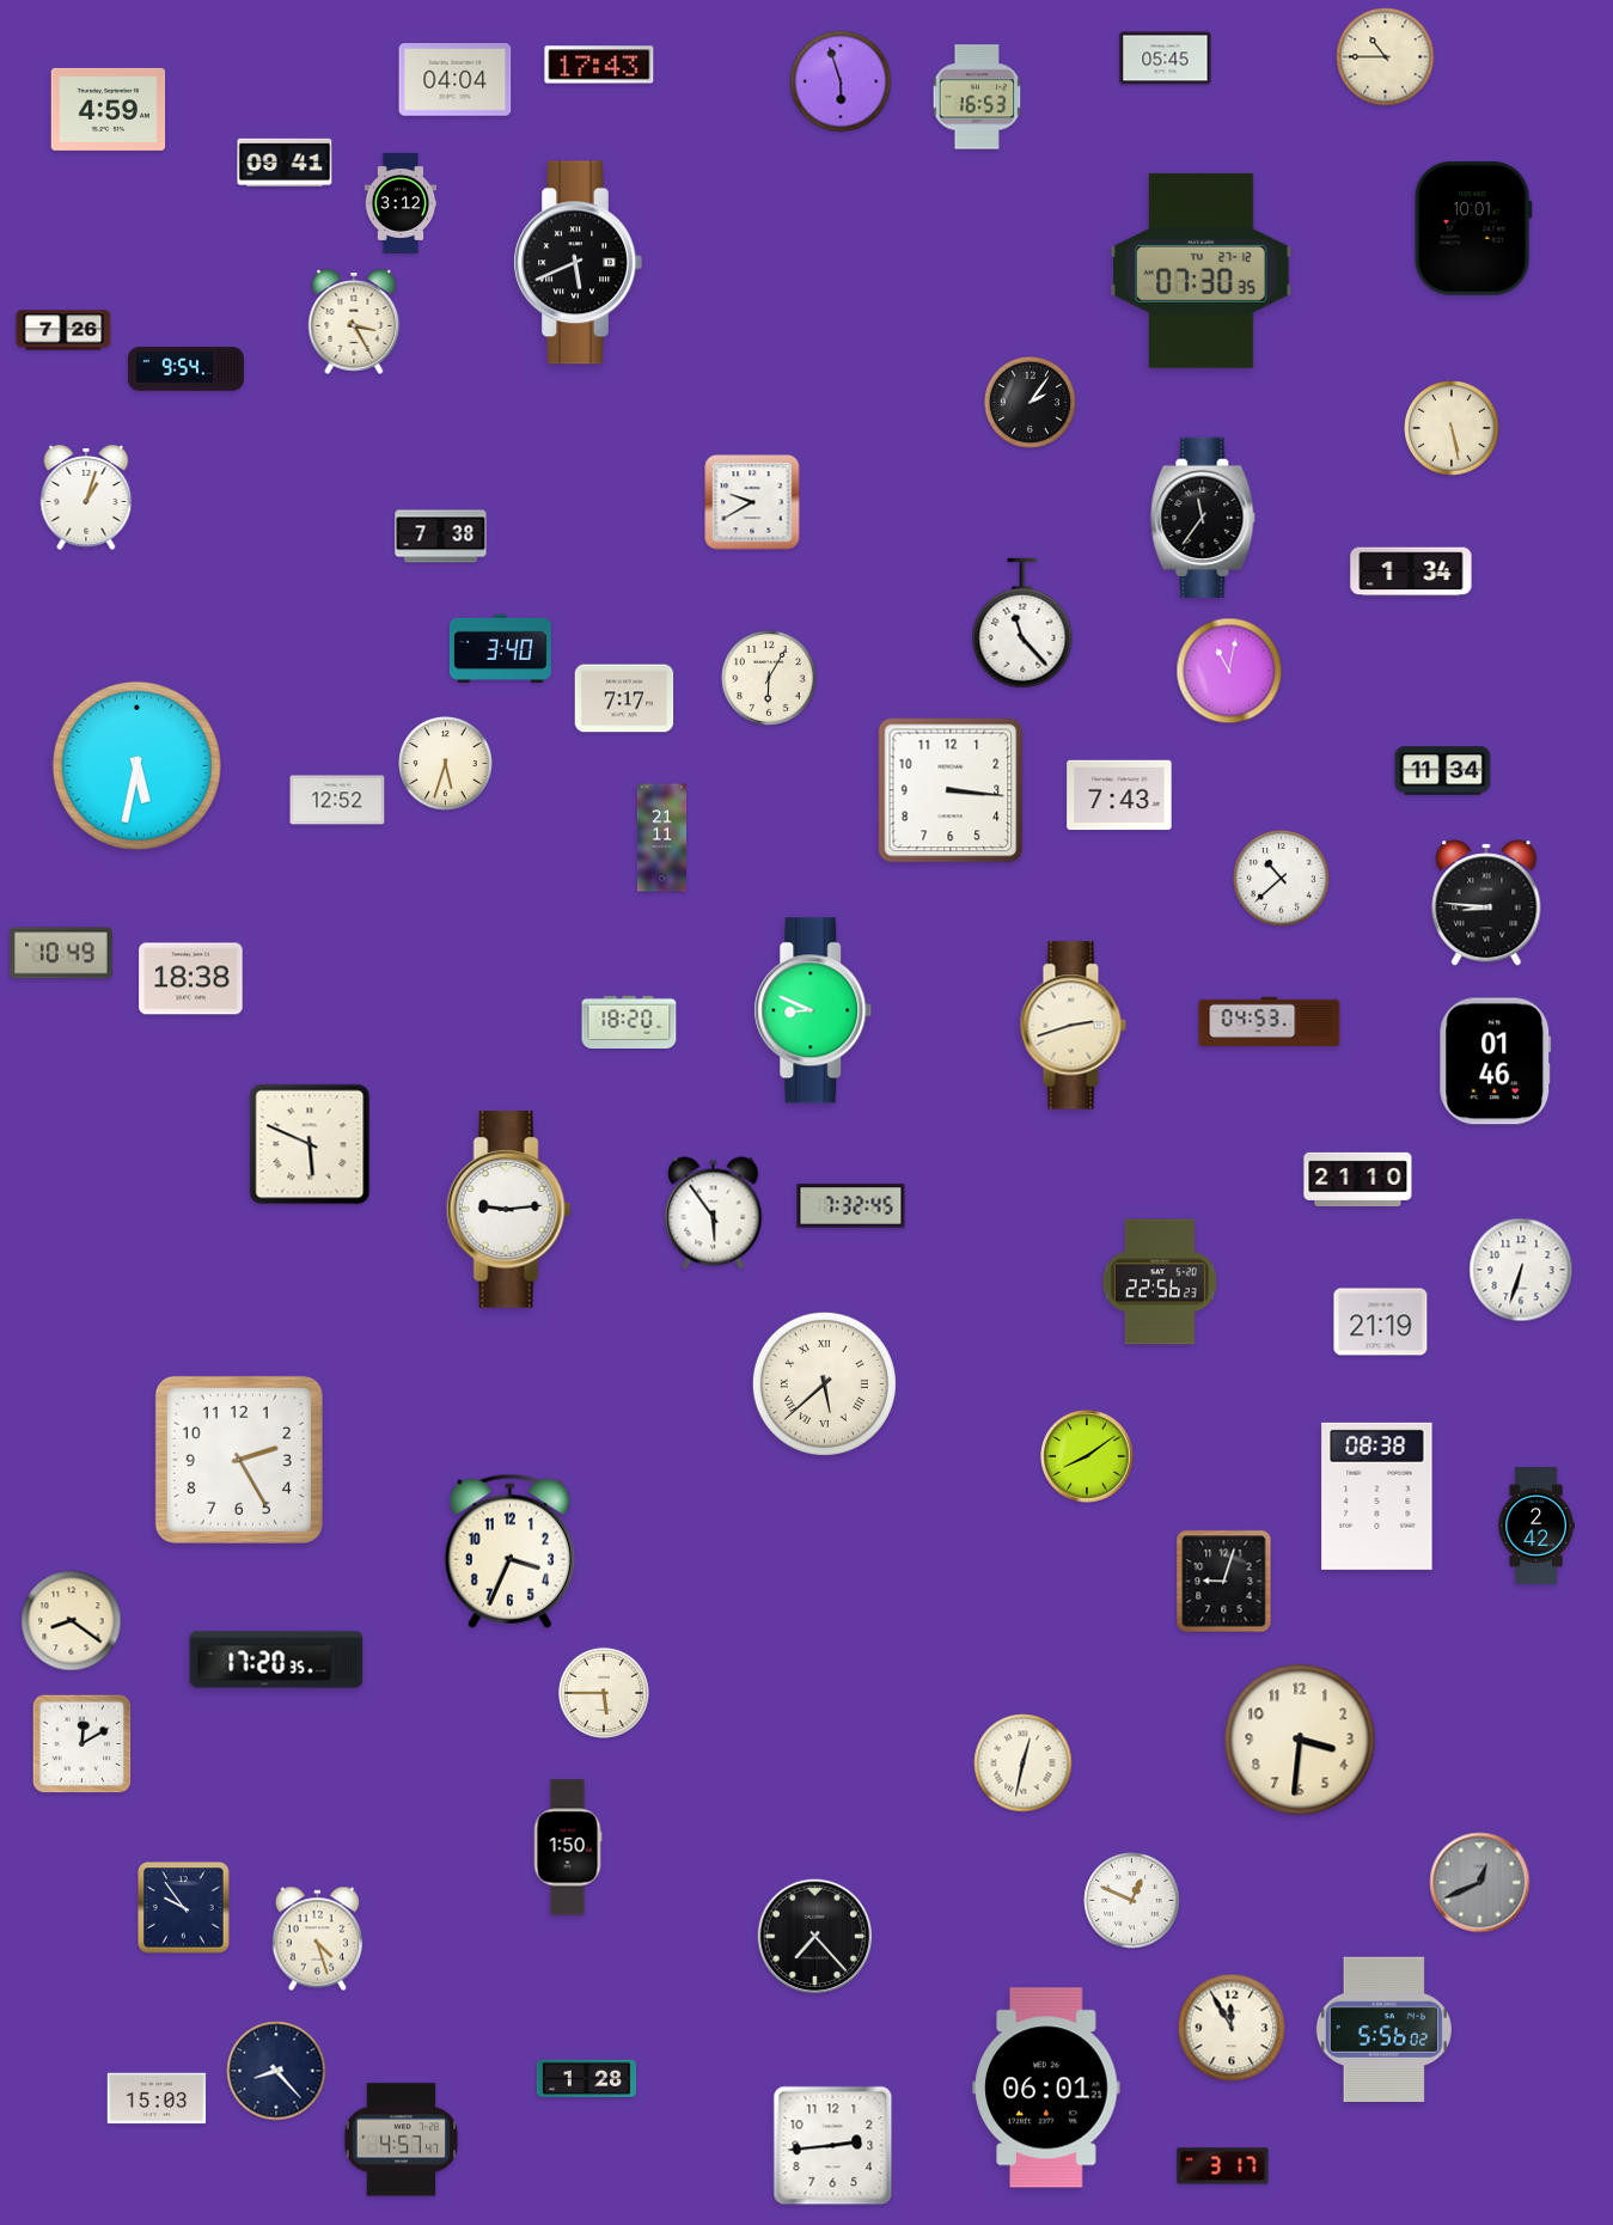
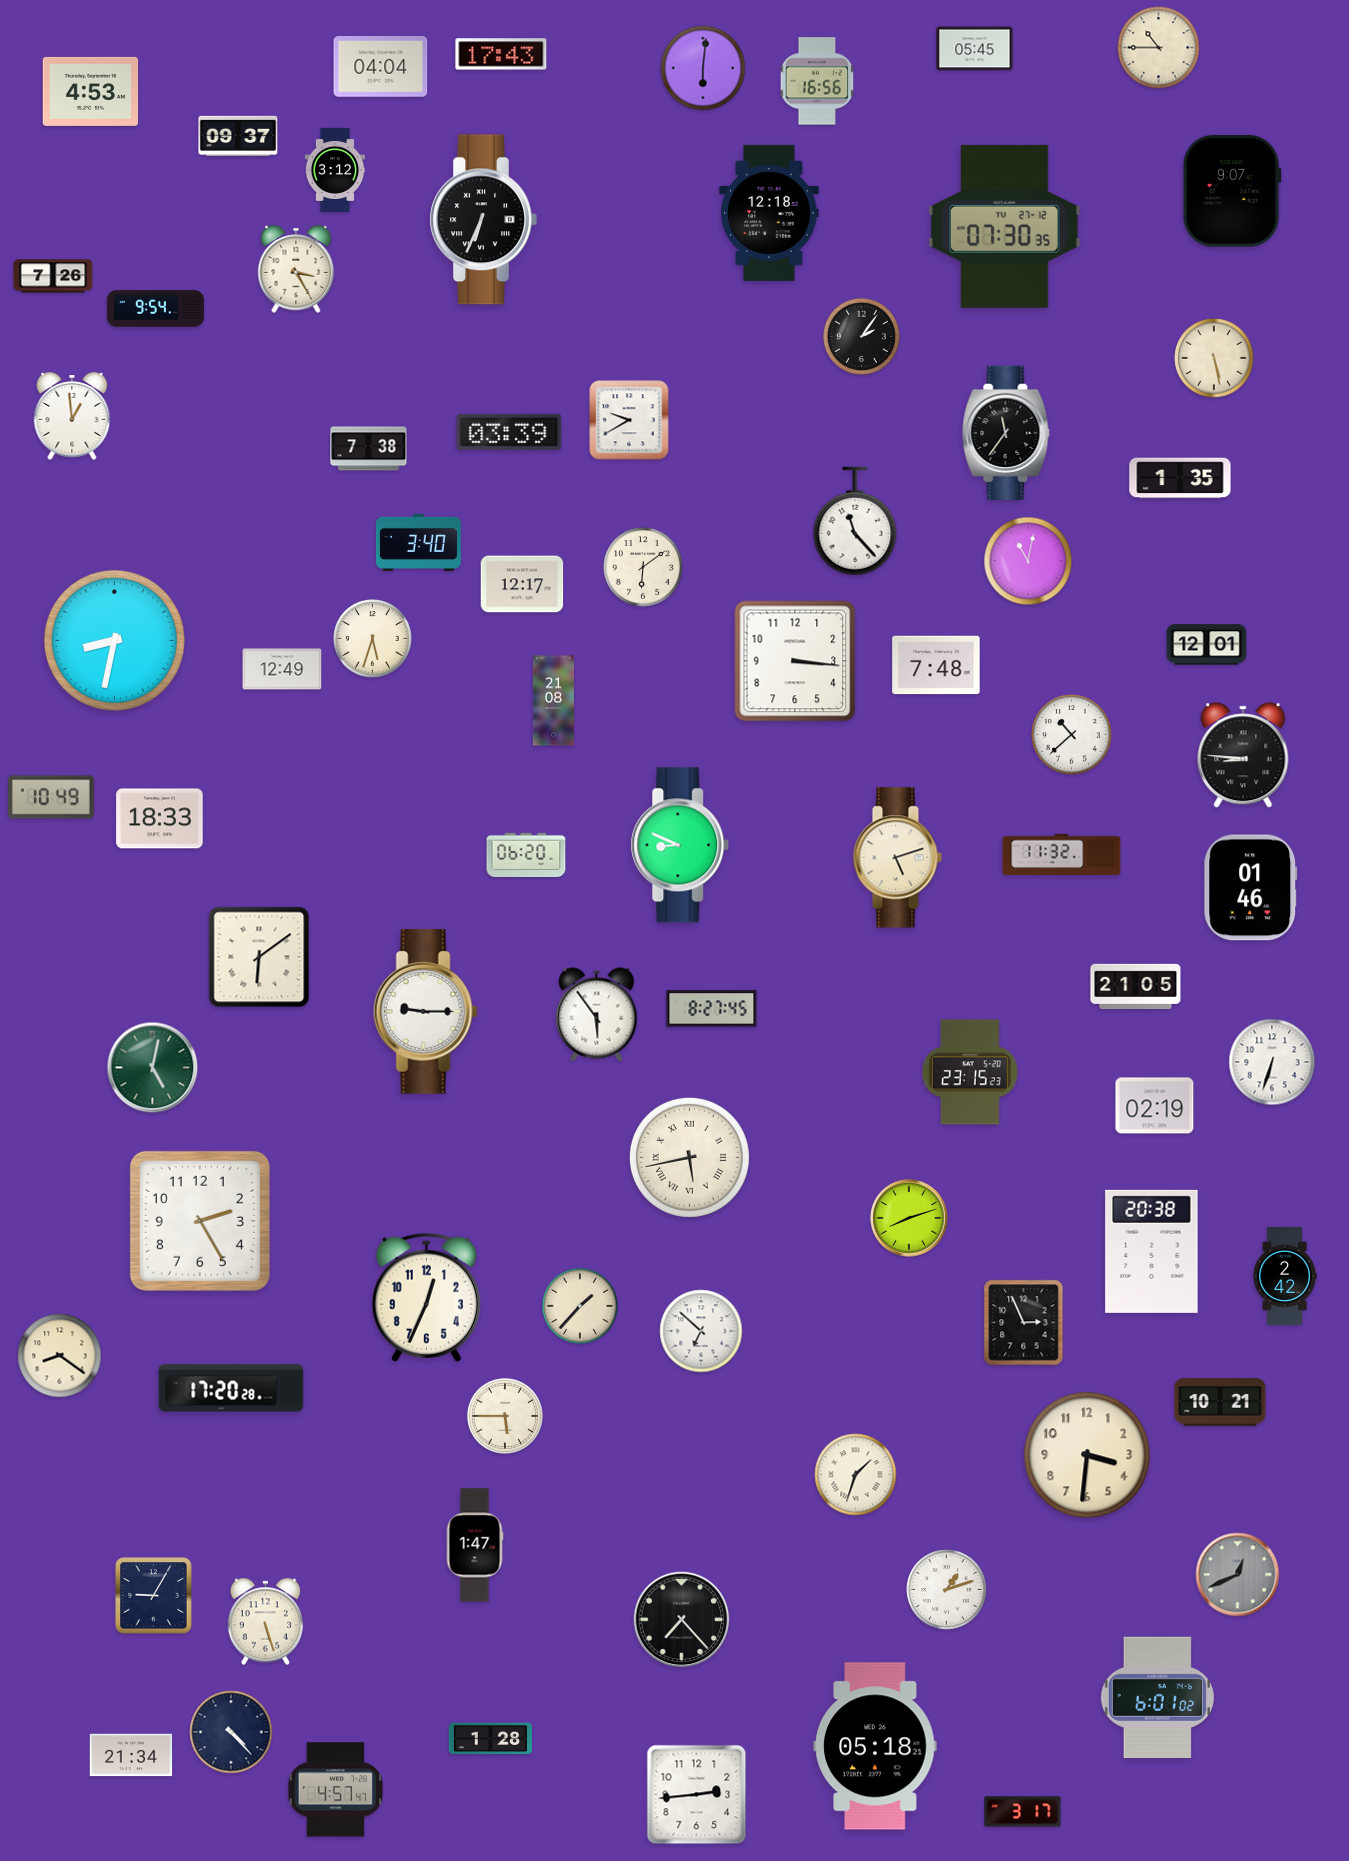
clock at (841, 81): 5:57 -> 6:01
clock at (977, 97): 16:53 -> 16:56
clock at (109, 109): 4:59 -> 4:53
clock at (285, 161): 09:41 -> 09:37
clock at (1473, 228): 10:01 -> 9:07
clock at (769, 213): none -> 12:18
clock at (578, 263): 5:41 -> 6:34
clock at (86, 497): 1:03 -> 12:59
clock at (509, 432): none -> 03:39
clock at (1411, 571): 1:34 -> 1:35
clock at (769, 678): 6:05 -> 6:09
clock at (624, 698): 7:17 -> 12:17
clock at (136, 765): 5:32 -> 8:32
clock at (1443, 771): 11:34 -> 12:01
clock at (1119, 795): 7:43 -> 7:48
clock at (337, 800): 12:52 -> 12:49
clock at (661, 838): 21:11 -> 21:08
clock at (191, 979): 18:38 -> 18:33
clock at (629, 1021): 18:20 -> 06:20
clock at (1270, 1021): 04:53 -> 11:32
clock at (1073, 1026): 2:42 -> 5:12
clock at (310, 1144): 5:49 -> 6:09
clock at (1358, 1180): 21:10 -> 21:05
clock at (851, 1206): 7:32 -> 8:27
clock at (508, 1210): 9:14 -> 9:15
clock at (153, 1068): none -> 5:02
clock at (1160, 1282): 22:56 -> 23:15
clock at (1381, 1322): 21:19 -> 02:19
clock at (824, 1383): 5:38 -> 5:43
clock at (1087, 1456): 8:09 -> 8:12
clock at (1377, 1496): 08:38 -> 20:38
clock at (509, 1551): 3:34 -> 12:34
clock at (580, 1306): none -> 1:37
clock at (1224, 1582): 9:03 -> 2:56
clock at (701, 1331): none -> 6:52
clock at (276, 1659): 17:20:35 -> 17:20:28
clock at (1220, 1402): none -> 10:21
clock at (83, 1744): 12:10 -> none
clock at (1024, 1764): 12:32 -> 1:33
clock at (568, 1847): 1:50 -> 1:47
clock at (1132, 1901): 12:49 -> 1:12
clock at (184, 1908): 9:54 -> 9:05
clock at (318, 1939): 4:27 -> 5:27
clock at (1232, 2028): 11:55 -> none
clock at (1383, 2029): 5:56 -> 6:01
clock at (276, 2071): 8:23 -> 4:23
clock at (1046, 2088): 06:01 -> 05:18
clock at (157, 2098): 15:03 -> 21:34
